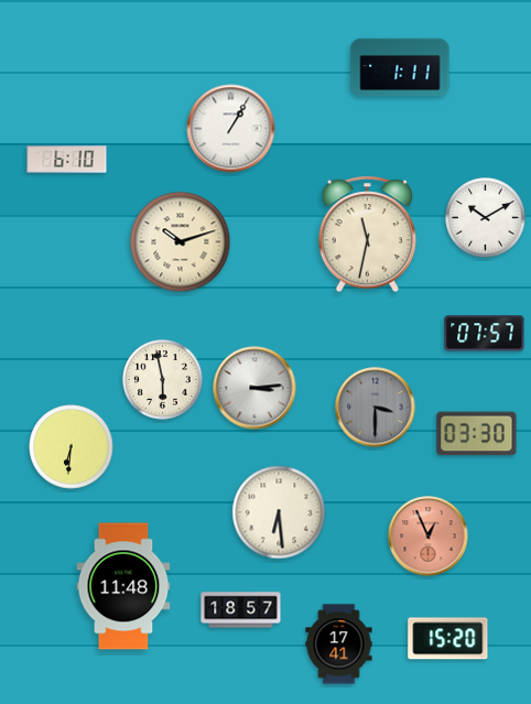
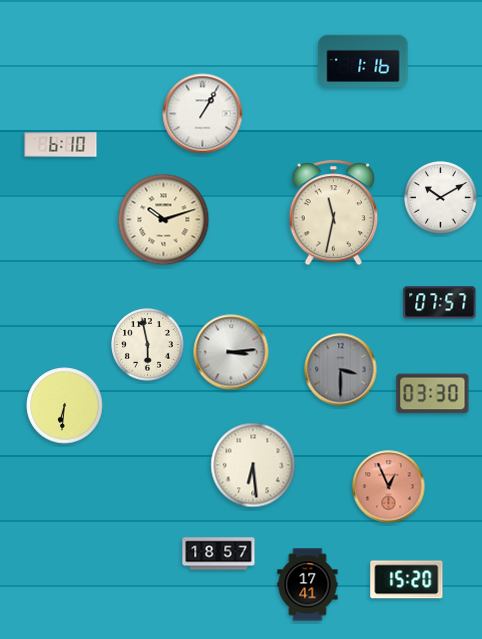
clock at (400, 67): 1:11 -> 1:16
clock at (231, 129) position: (231, 129) -> (203, 114)
clock at (123, 586): 11:48 -> none
